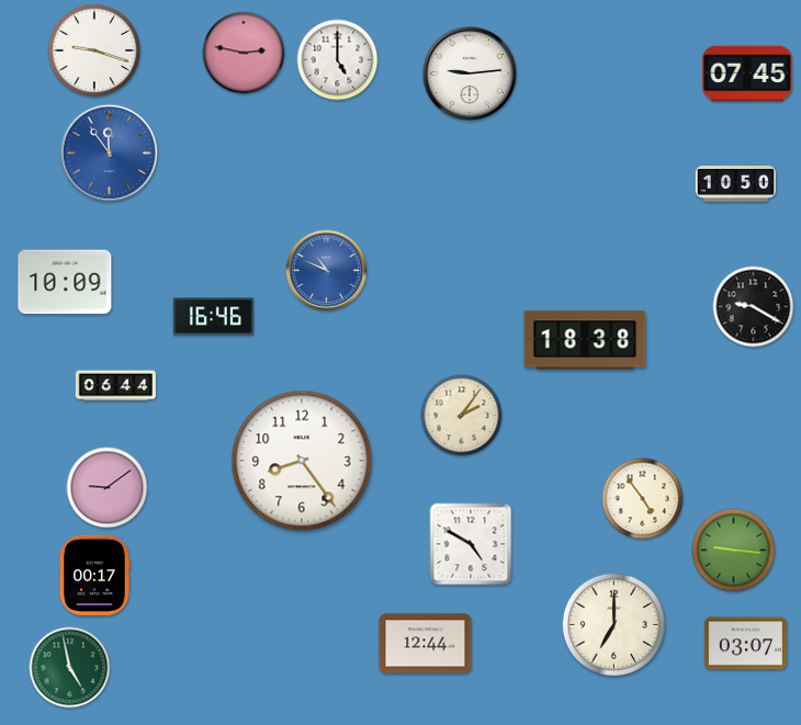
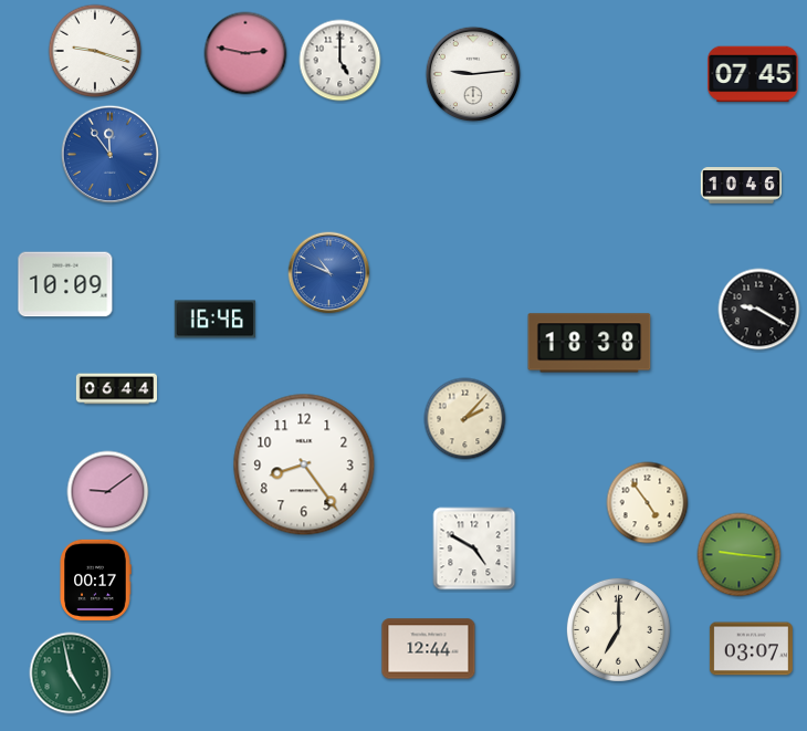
clock at (735, 184): 10:50 -> 10:46
clock at (462, 416): 2:06 -> 2:07
